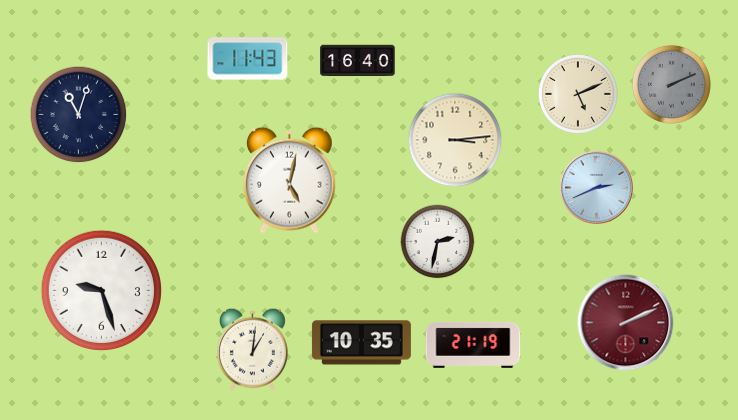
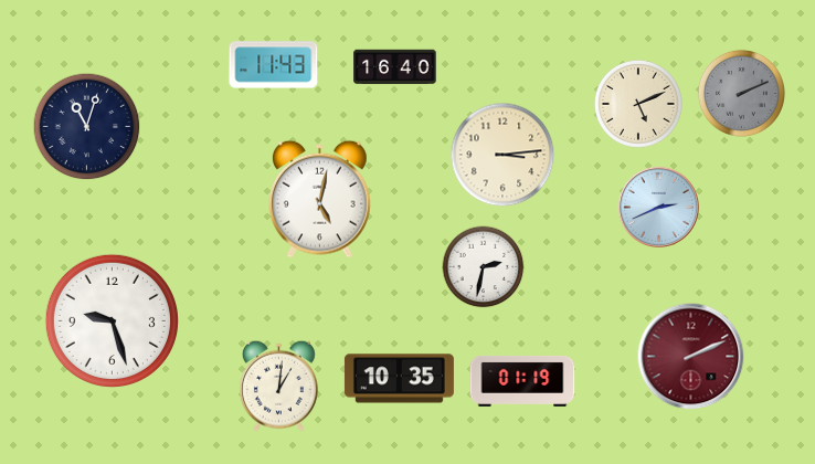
clock at (473, 345): 21:19 -> 01:19
